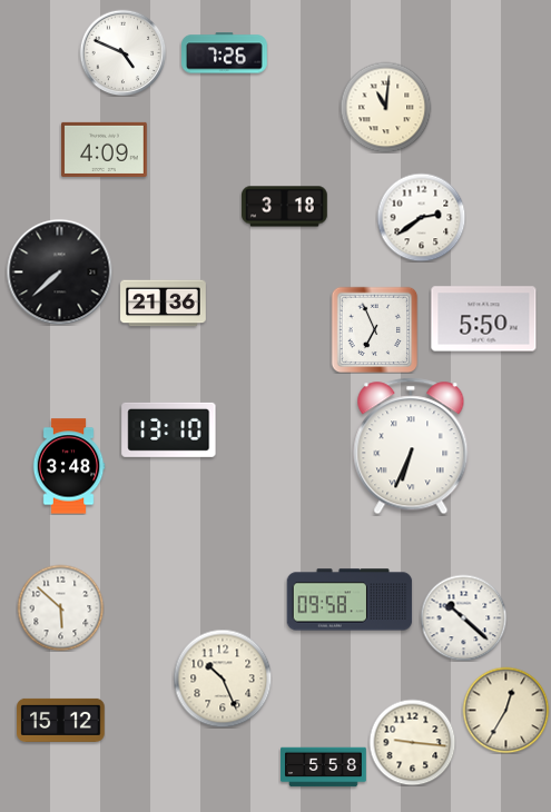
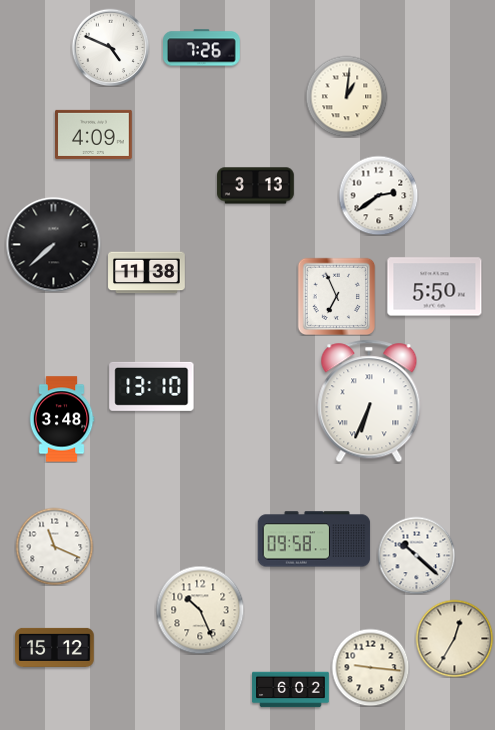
clock at (385, 107): 11:01 -> 1:01
clock at (285, 207): 3:18 -> 3:13
clock at (164, 304): 21:36 -> 11:38
clock at (60, 607): 5:52 -> 11:19
clock at (324, 768): 5:58 -> 6:02
